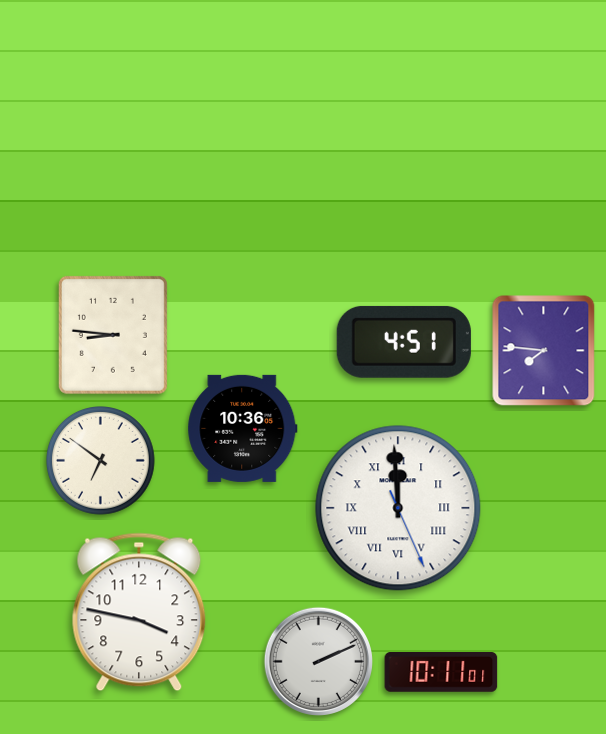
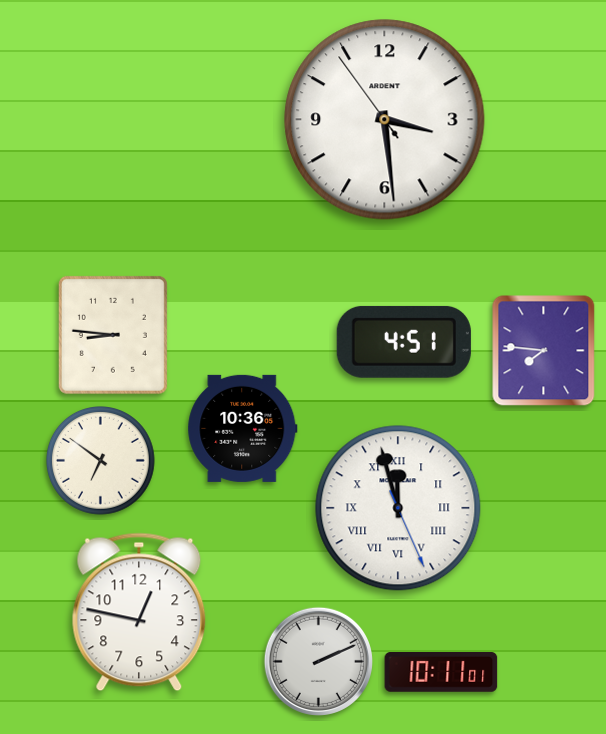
clock at (385, 120): none -> 3:28
clock at (398, 508): 11:59 -> 11:57
clock at (139, 612): 3:47 -> 12:47
